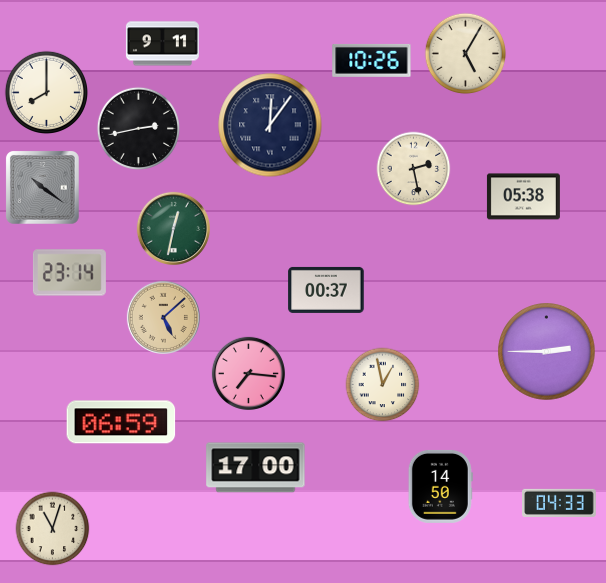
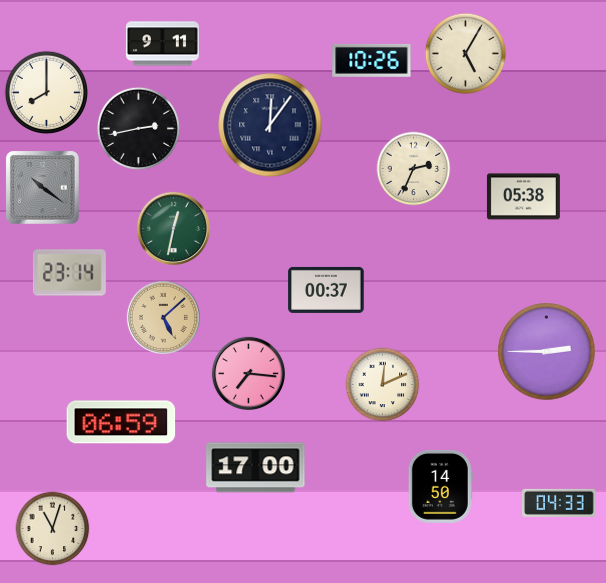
clock at (414, 169): 2:28 -> 2:34
clock at (383, 385): 12:58 -> 12:11
